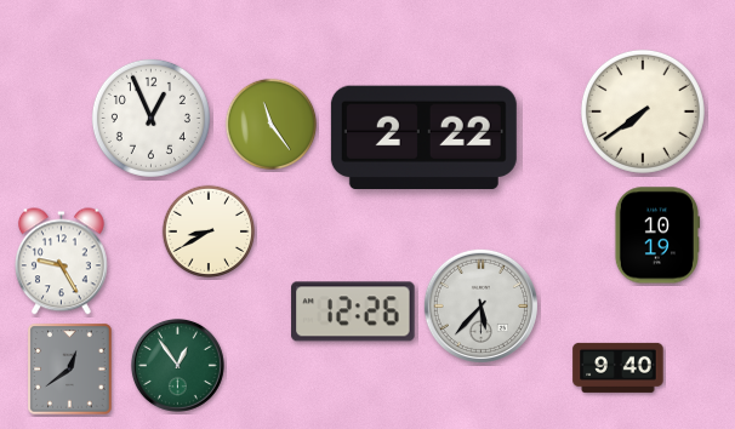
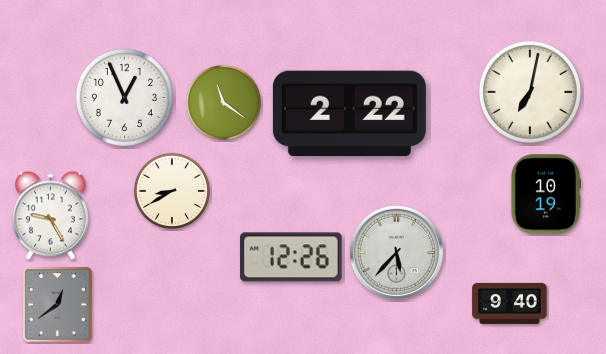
clock at (643, 111): 7:39 -> 7:02
clock at (272, 125): 11:24 -> 11:21
clock at (656, 235) position: (656, 235) -> (545, 194)
clock at (177, 365): 12:54 -> none
